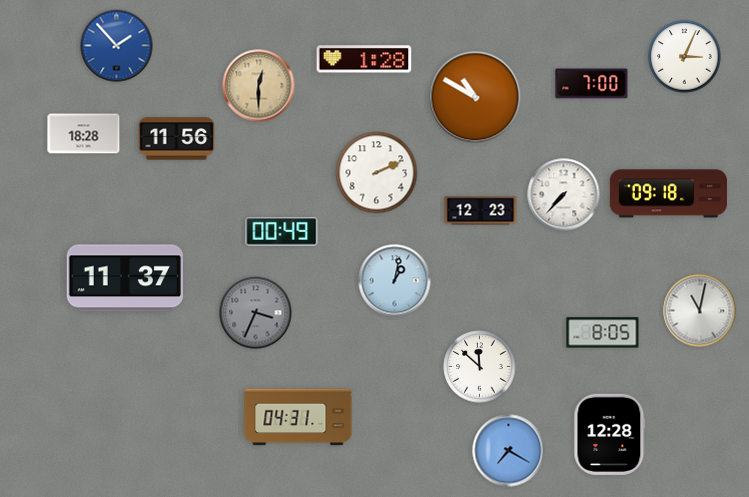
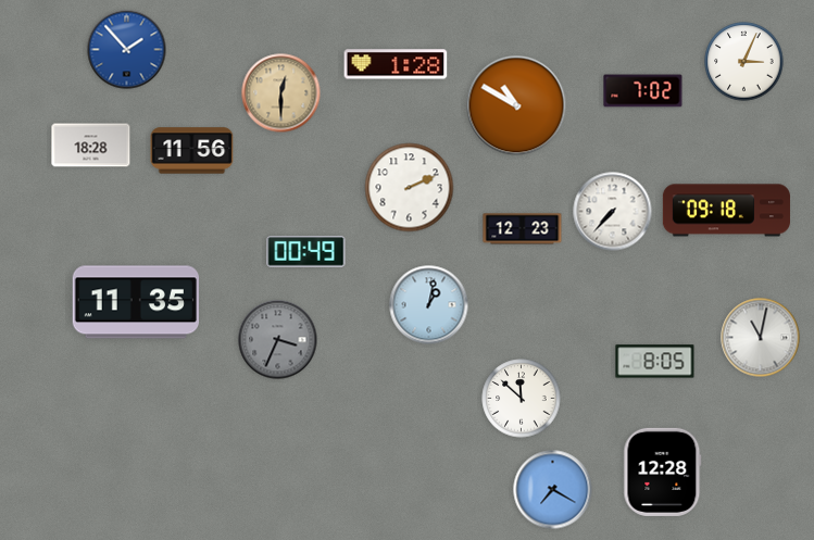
clock at (592, 84): 7:00 -> 7:02
clock at (124, 278): 11:37 -> 11:35
clock at (298, 417): 04:31 -> none
